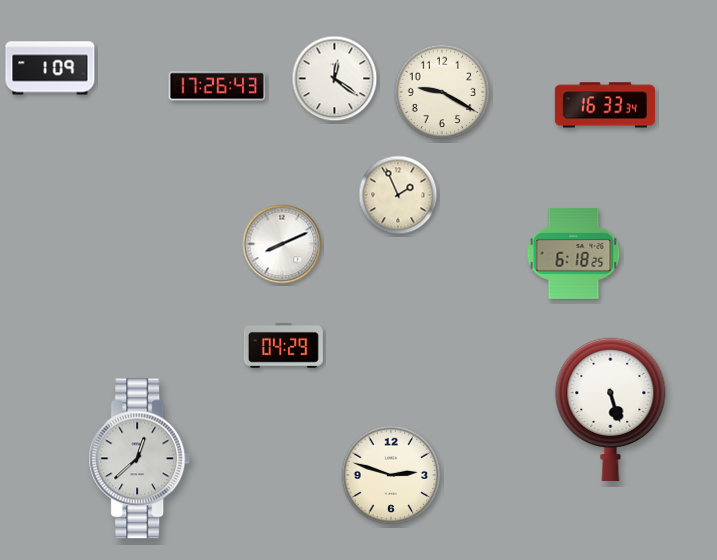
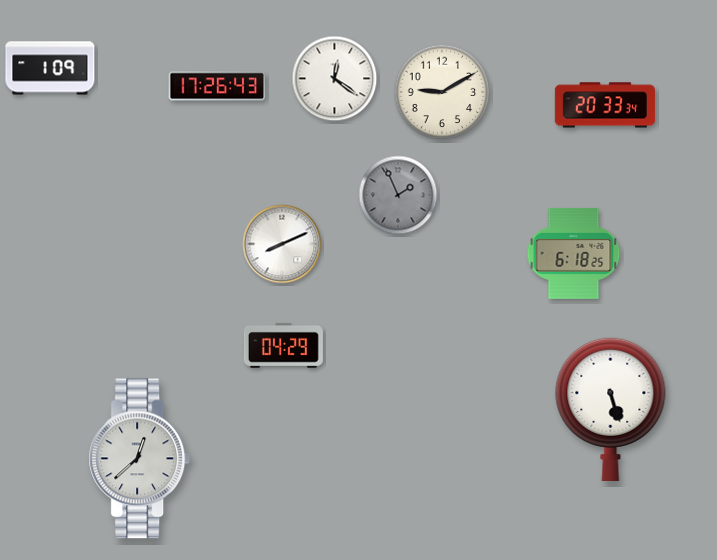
clock at (442, 92): 9:20 -> 9:10
clock at (605, 105): 16:33 -> 20:33
clock at (398, 195) dial: cream -> grey
clock at (391, 475): 2:48 -> none
